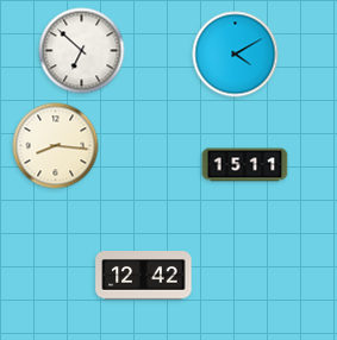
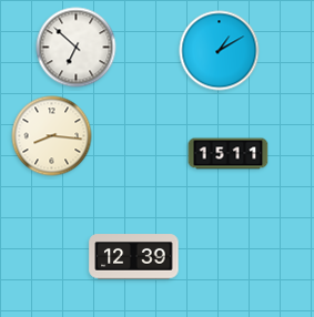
clock at (236, 55): 4:10 -> 1:10
clock at (144, 276): 12:42 -> 12:39
